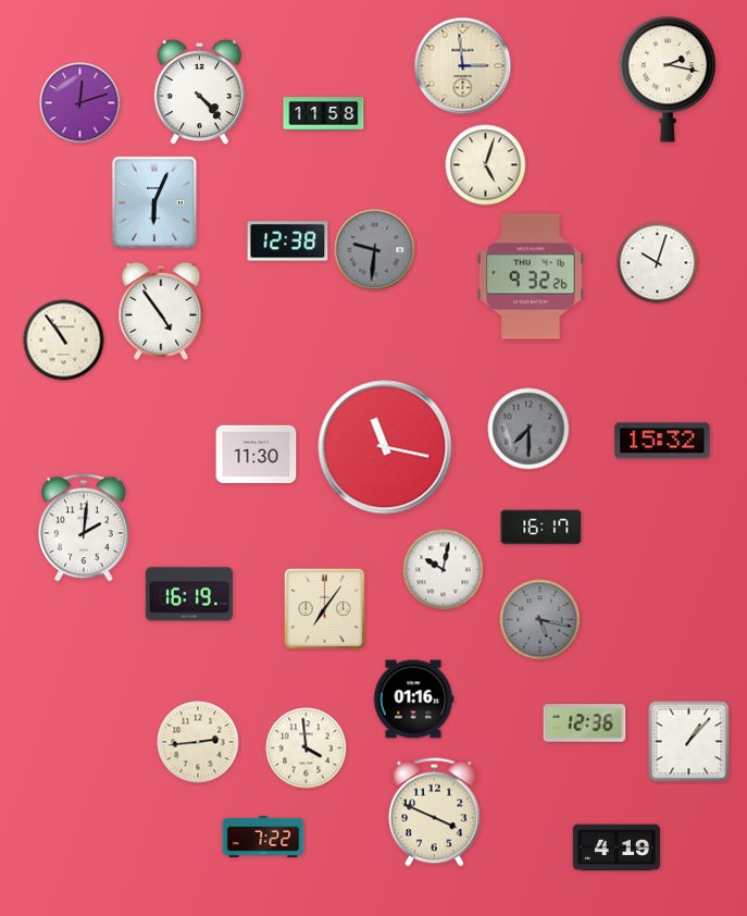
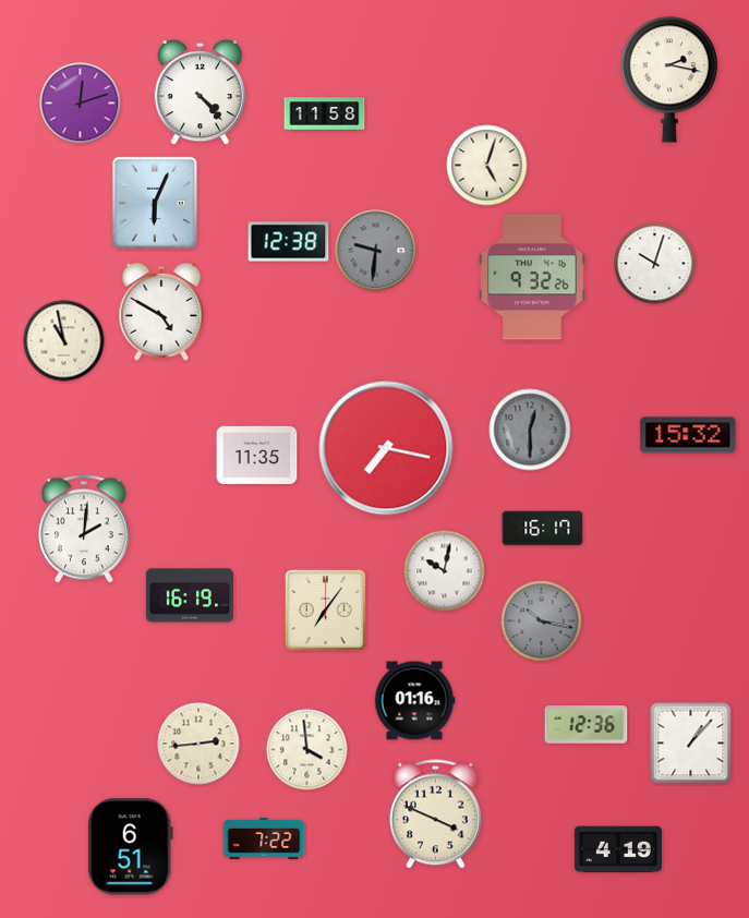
clock at (463, 66): 2:59 -> none
clock at (658, 263) position: (658, 263) -> (655, 264)
clock at (161, 311): 4:54 -> 4:50
clock at (64, 341): 10:54 -> 10:58
clock at (528, 429): 7:30 -> 12:30
clock at (662, 441) position: (662, 441) -> (688, 435)
clock at (385, 447): 11:17 -> 7:17
clock at (257, 455): 11:30 -> 11:35
clock at (540, 620): 5:17 -> 10:17
clock at (130, 847): none -> 6:51
